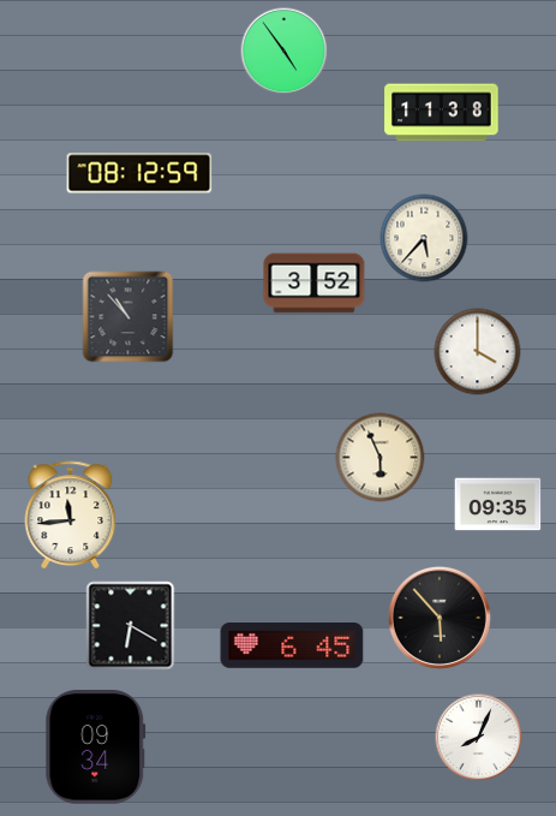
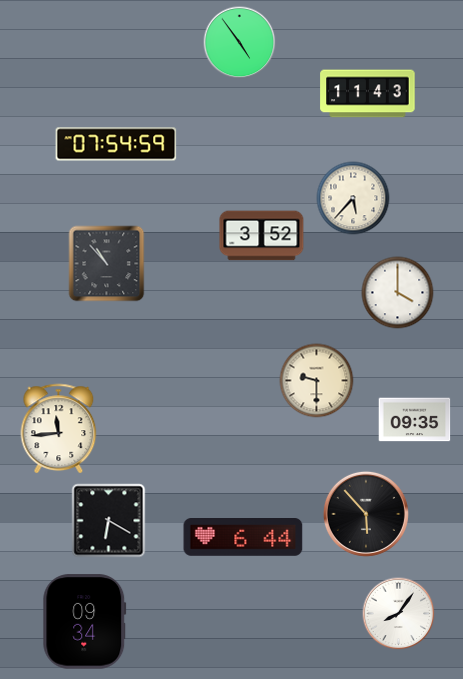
clock at (285, 52) position: (285, 52) -> (240, 43)
clock at (442, 113): 11:38 -> 11:43
clock at (139, 173): 08:12 -> 07:54
clock at (381, 458): 5:56 -> 9:30
clock at (292, 647): 6:45 -> 6:44
clock at (479, 738): 8:04 -> 8:06
clock at (96, 747) position: (96, 747) -> (85, 622)
